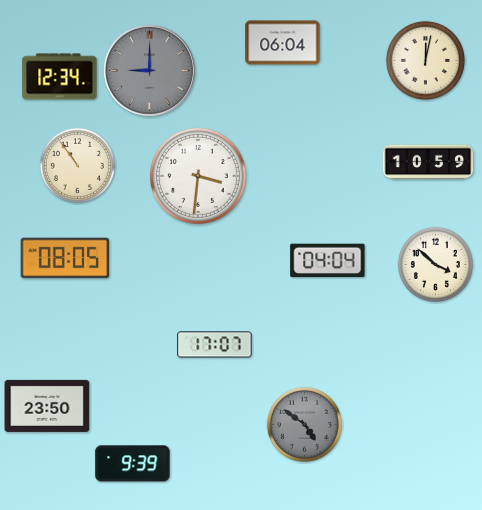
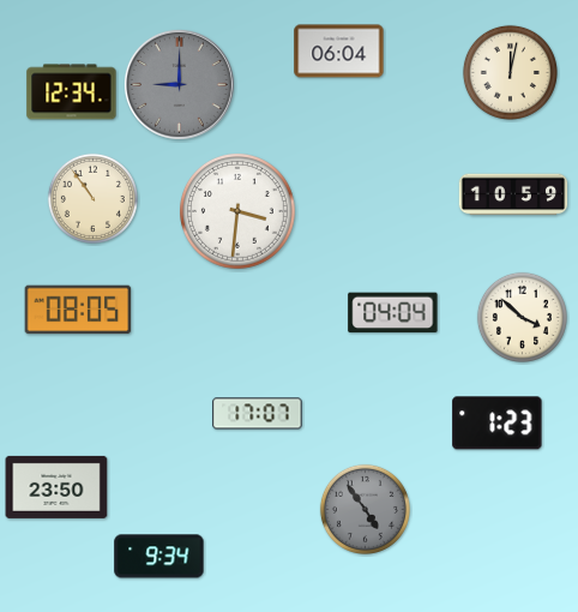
clock at (498, 424): none -> 1:23
clock at (304, 424): 4:51 -> 4:54
clock at (133, 464): 9:39 -> 9:34
